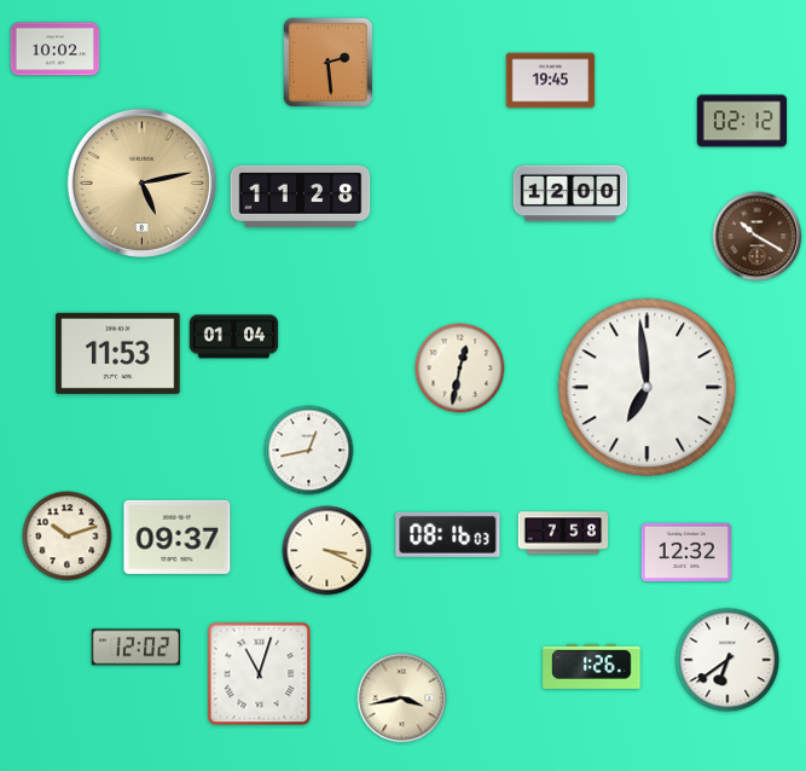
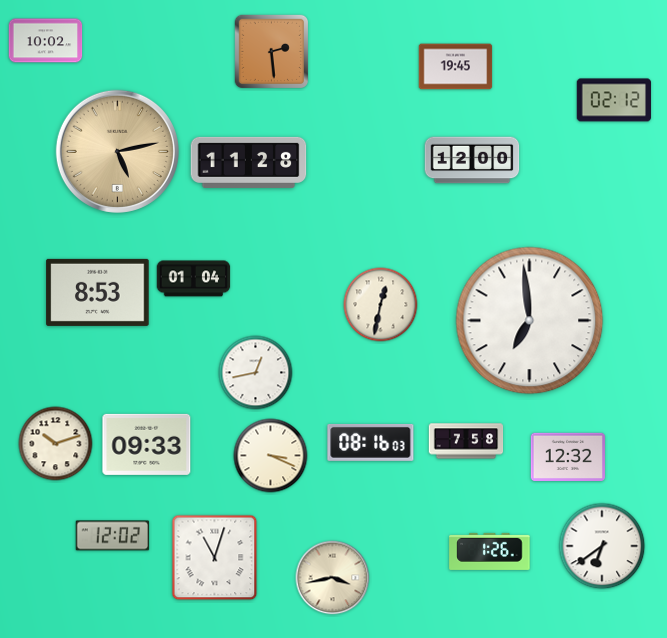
clock at (758, 237): 10:20 -> none
clock at (118, 353): 11:53 -> 8:53
clock at (648, 388) position: (648, 388) -> (530, 321)
clock at (178, 537): 09:37 -> 09:33
